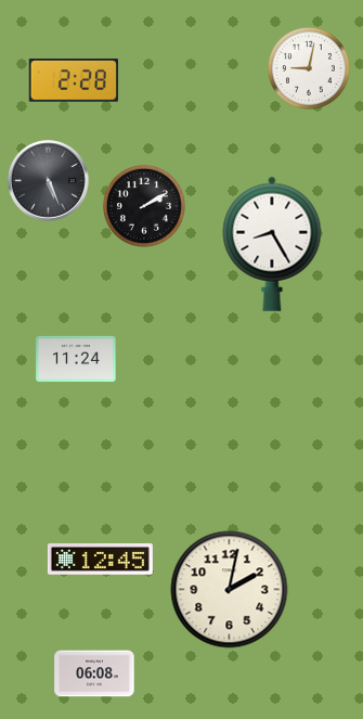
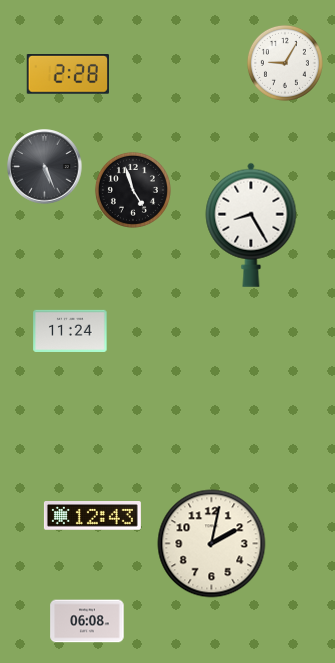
clock at (309, 68): 9:02 -> 9:05
clock at (144, 206): 2:10 -> 4:57
clock at (100, 560): 12:45 -> 12:43
